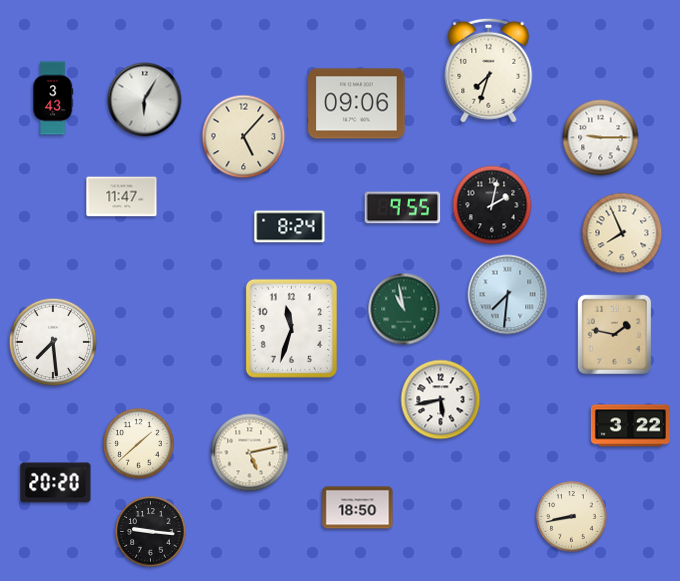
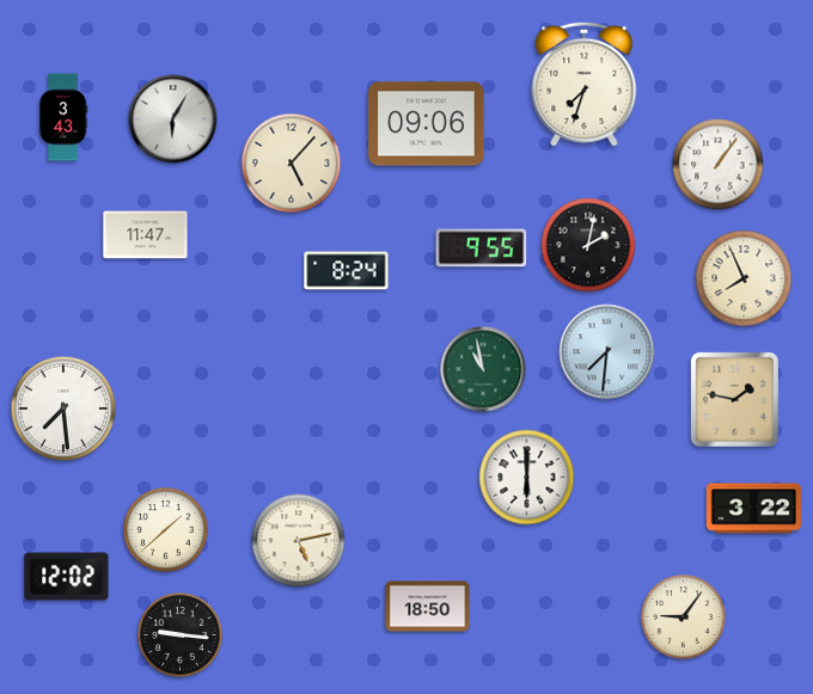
clock at (601, 138): 9:15 -> 1:06
clock at (291, 328): 11:33 -> none
clock at (441, 400): 5:43 -> 6:00
clock at (56, 483): 20:20 -> 12:02
clock at (572, 517): 8:43 -> 9:06
